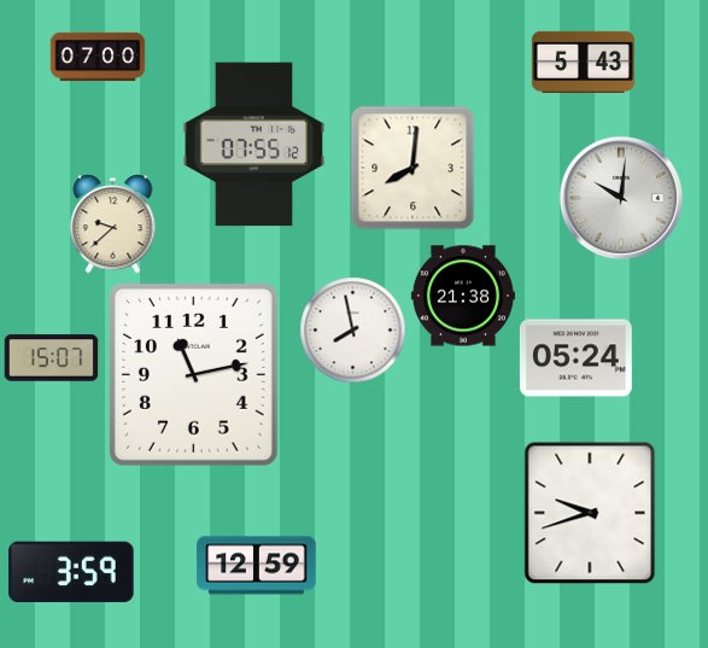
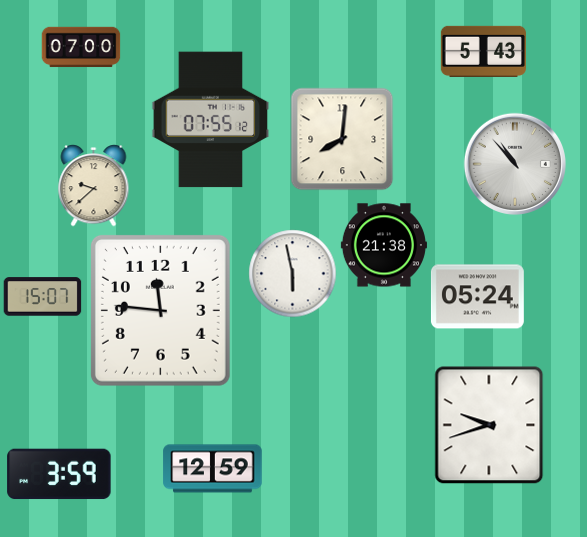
clock at (620, 197): 10:01 -> 10:53
clock at (352, 329): 7:58 -> 5:58
clock at (193, 374): 11:13 -> 11:46
